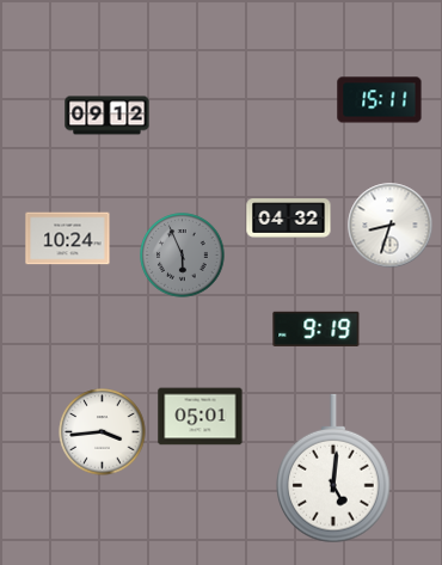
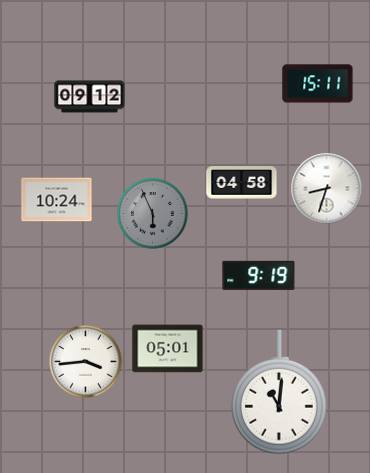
clock at (289, 219): 04:32 -> 04:58
clock at (317, 328) position: (317, 328) -> (259, 275)
clock at (334, 468): 5:01 -> 11:01
